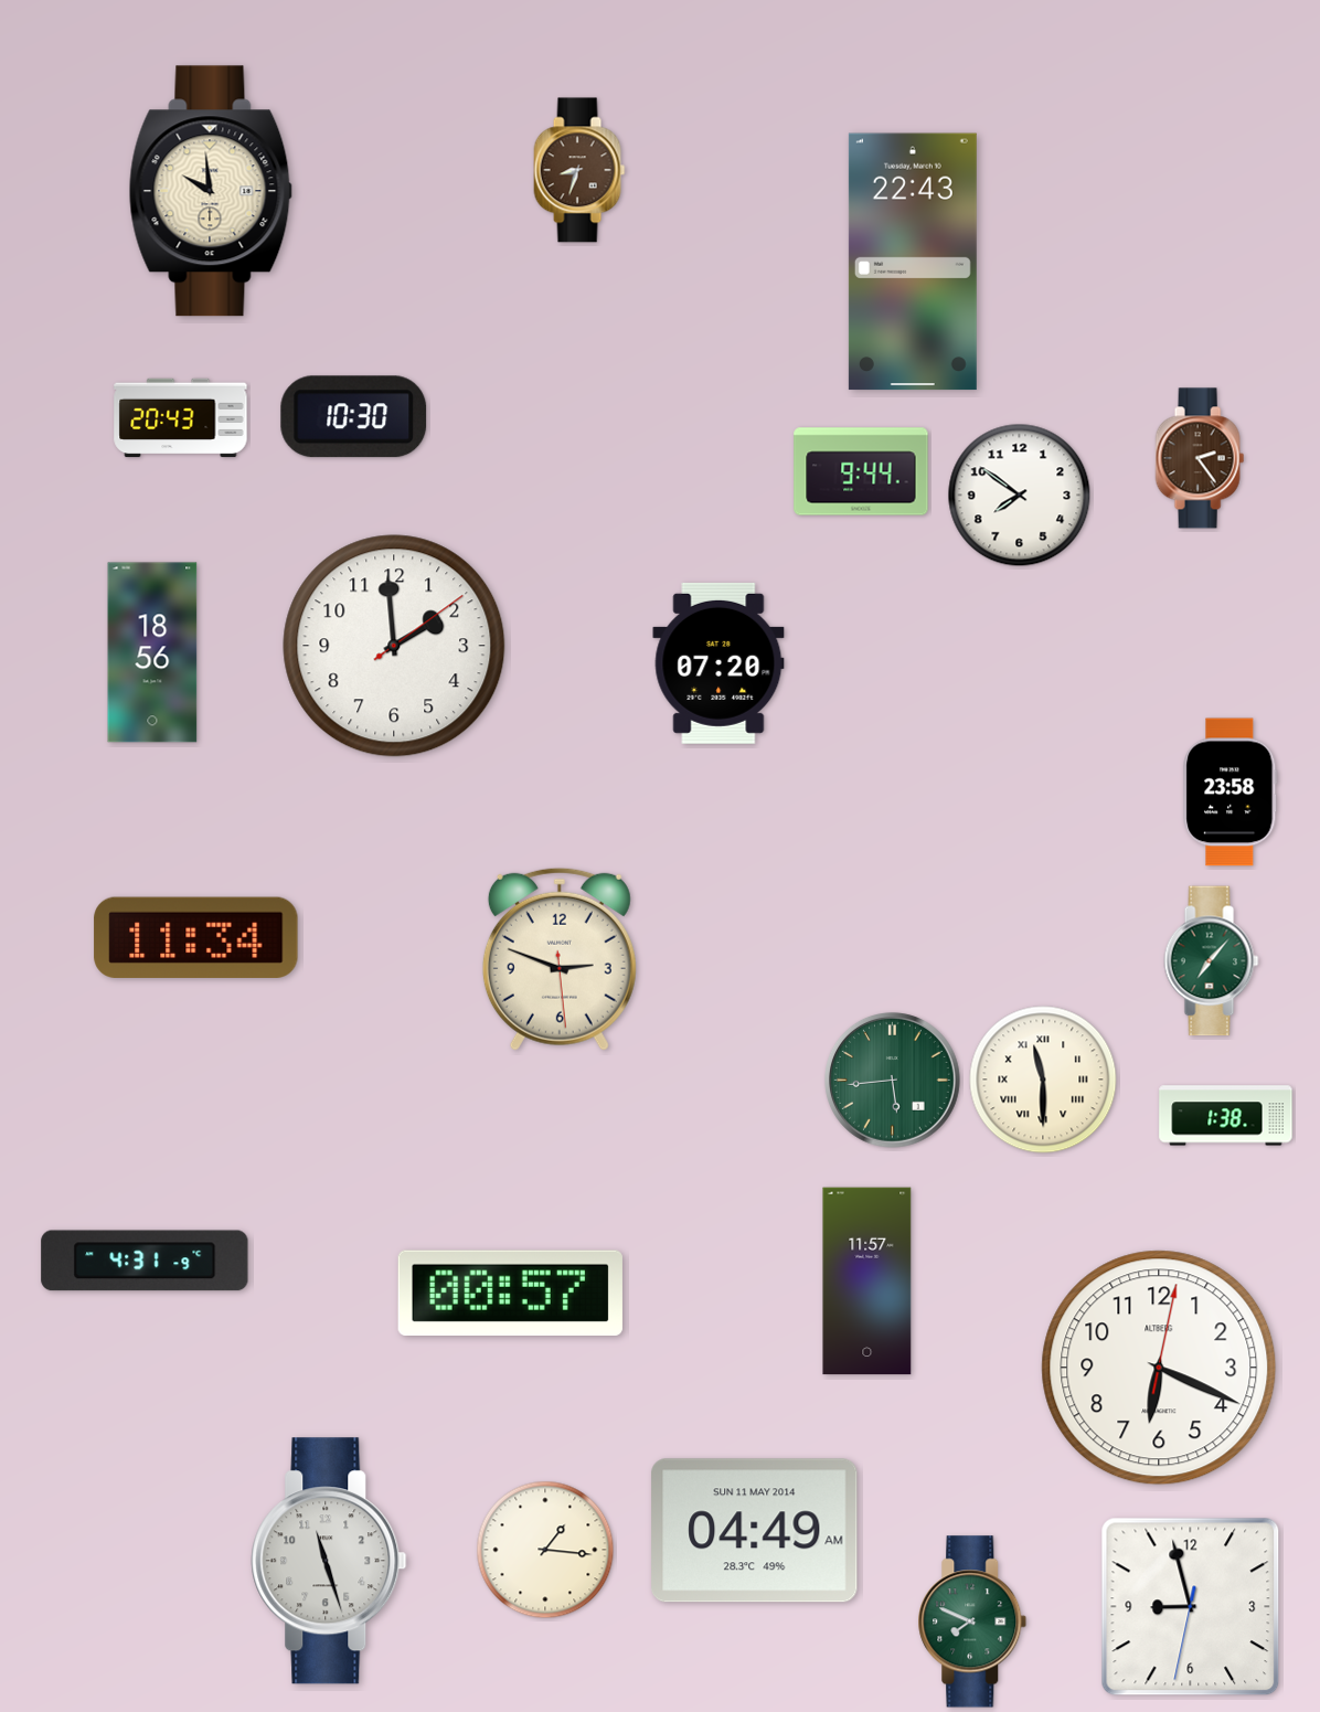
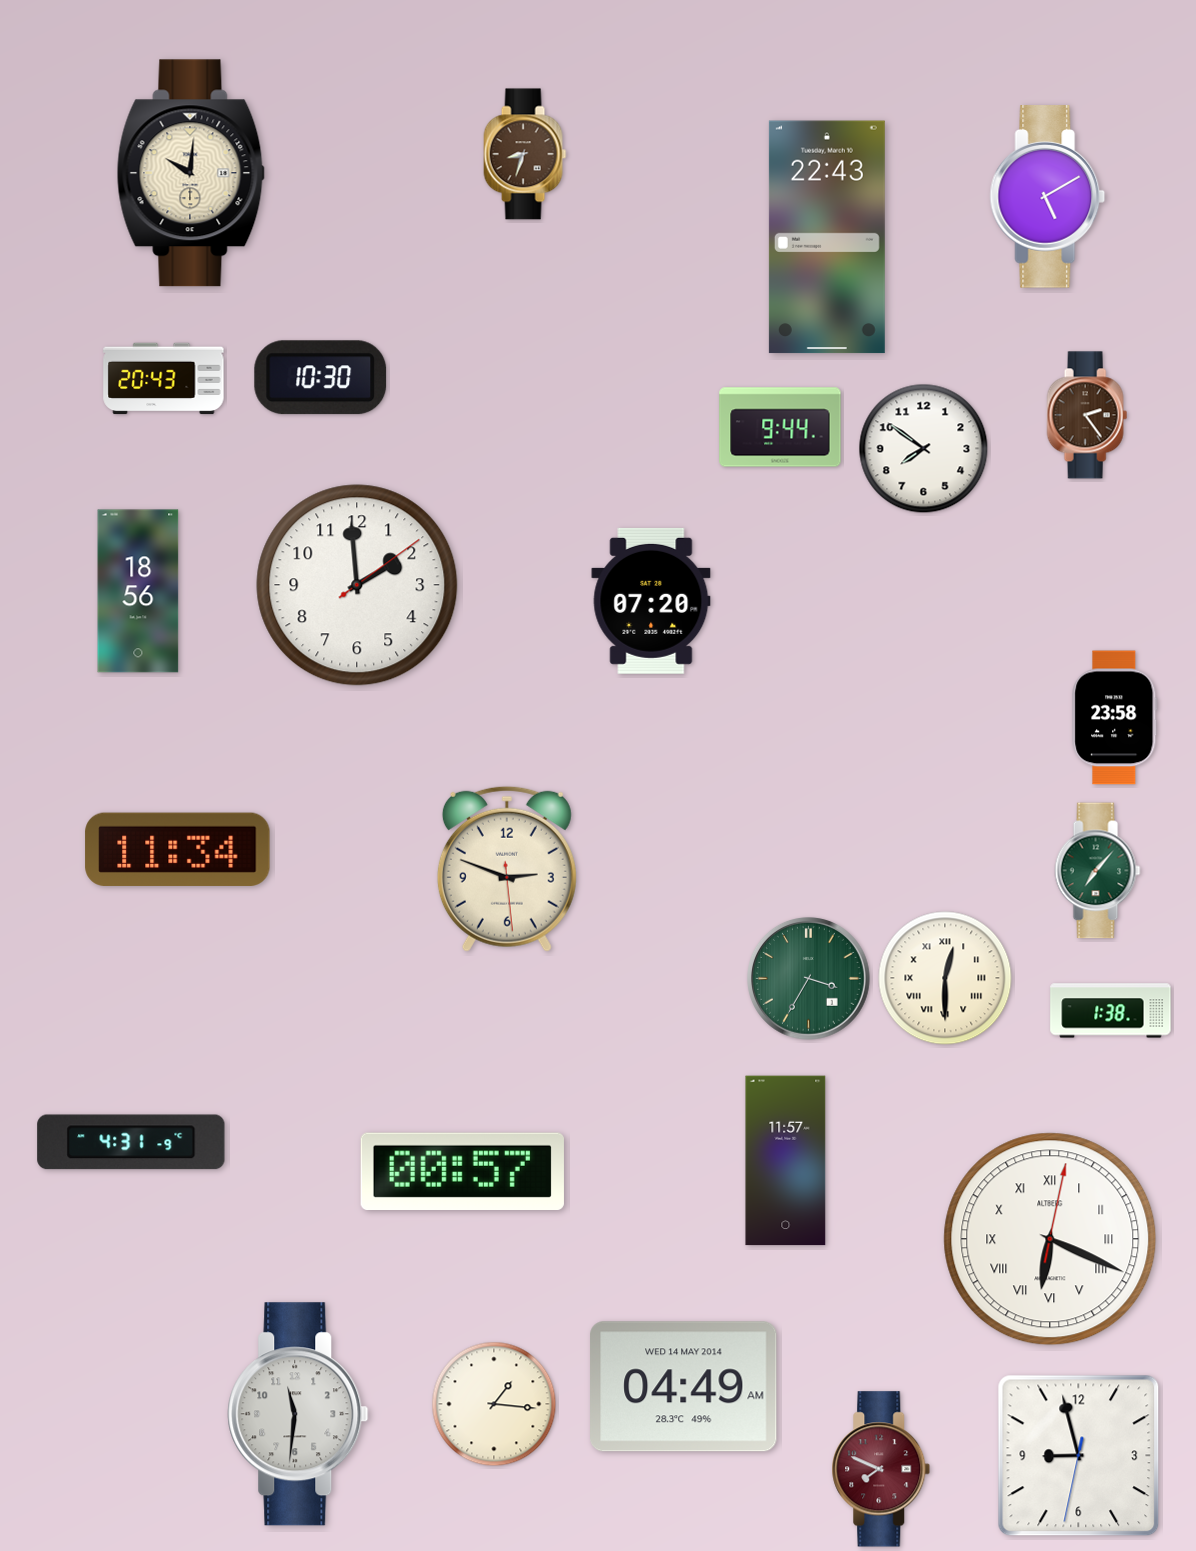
clock at (211, 191): 9:59 -> 10:01
clock at (1048, 197): none -> 5:10
clock at (1043, 1080): 11:30 -> 12:30
clock at (893, 1081): 5:44 -> 3:35
clock at (1159, 1368) numerals: Arabic -> Roman
clock at (755, 1531) date: SUN 11 MAY 2014 -> WED 14 MAY 2014
clock at (329, 1561): 11:27 -> 11:31
clock at (972, 1621) dial: green -> burgundy
